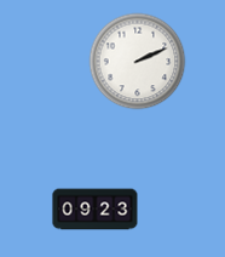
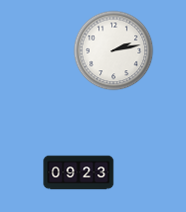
clock at (138, 62): 2:11 -> 2:13
